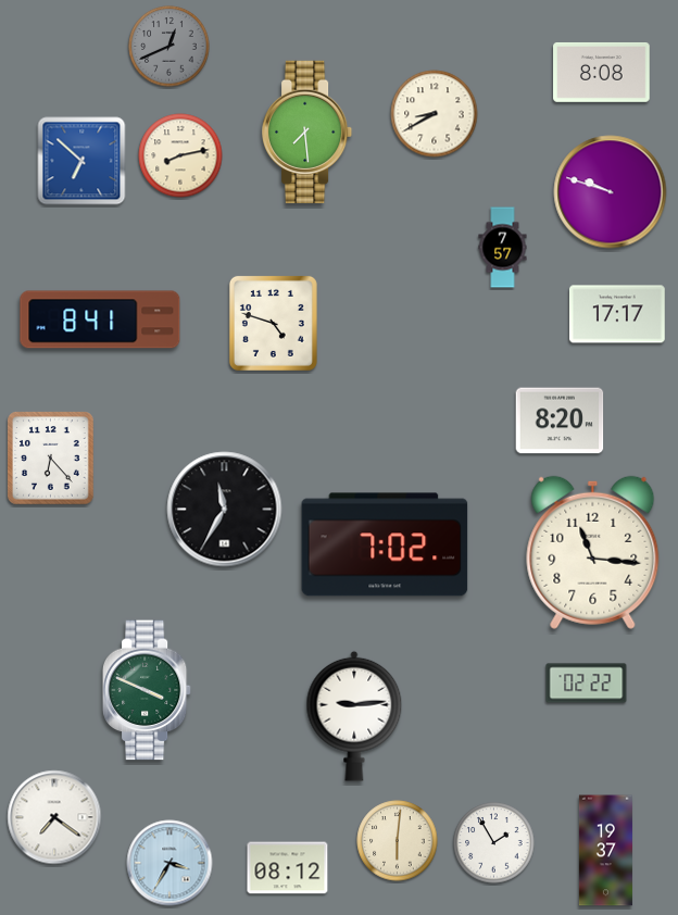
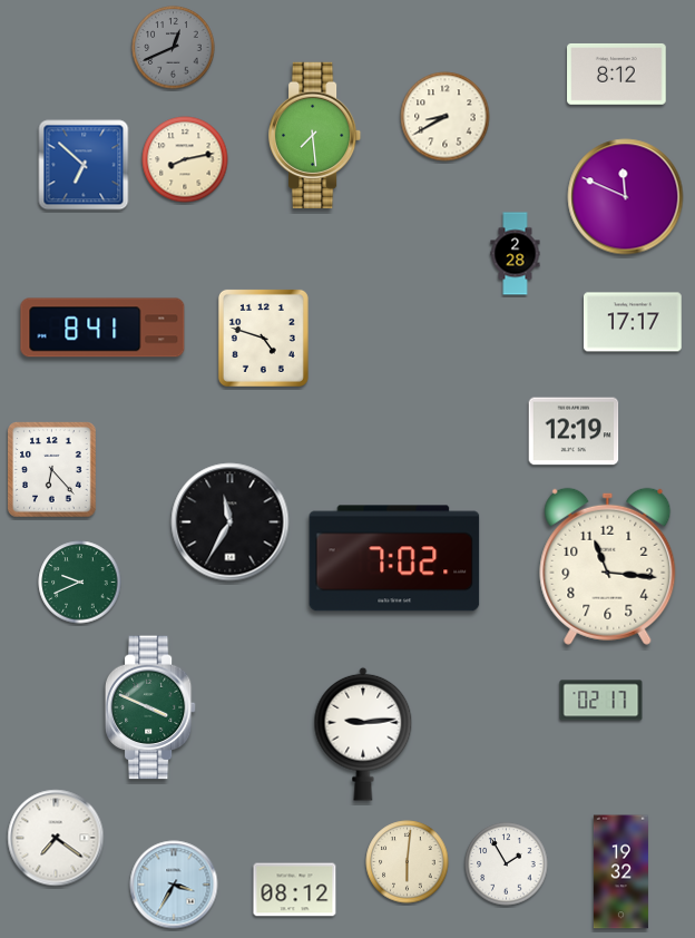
clock at (602, 72): 8:08 -> 8:12
clock at (611, 192): 9:48 -> 11:49
clock at (503, 248): 7:57 -> 2:28
clock at (273, 323) position: (273, 323) -> (263, 338)
clock at (560, 421): 8:20 -> 12:19
clock at (80, 583): none -> 9:41
clock at (587, 684): 02:22 -> 02:17
clock at (605, 851): 19:37 -> 19:32
